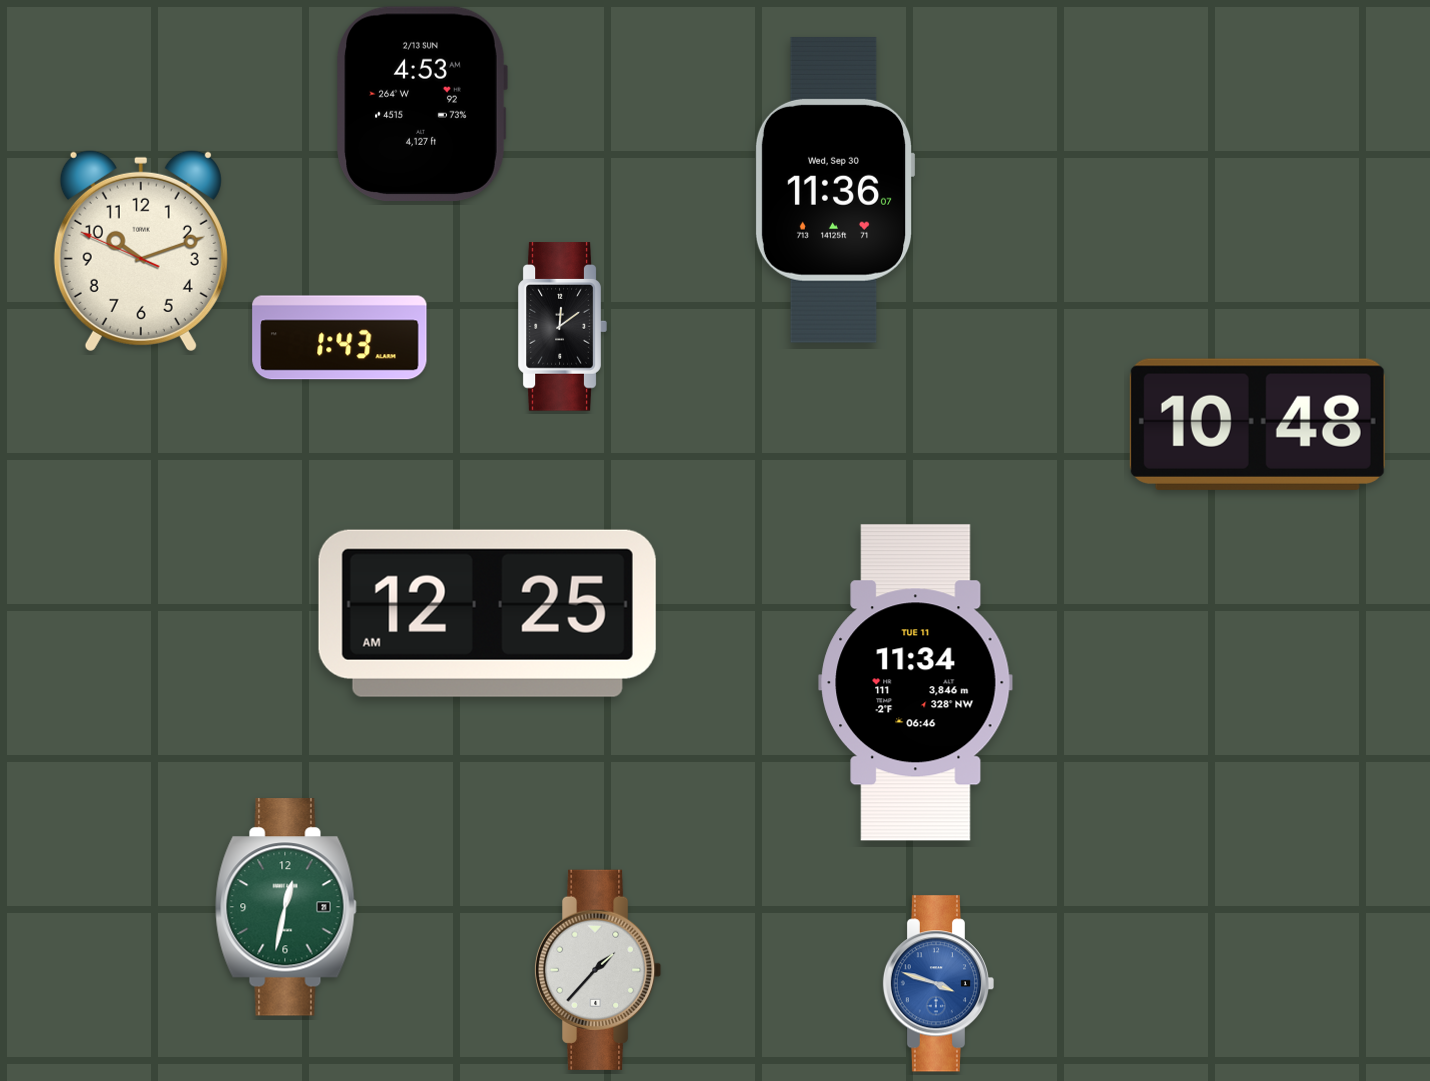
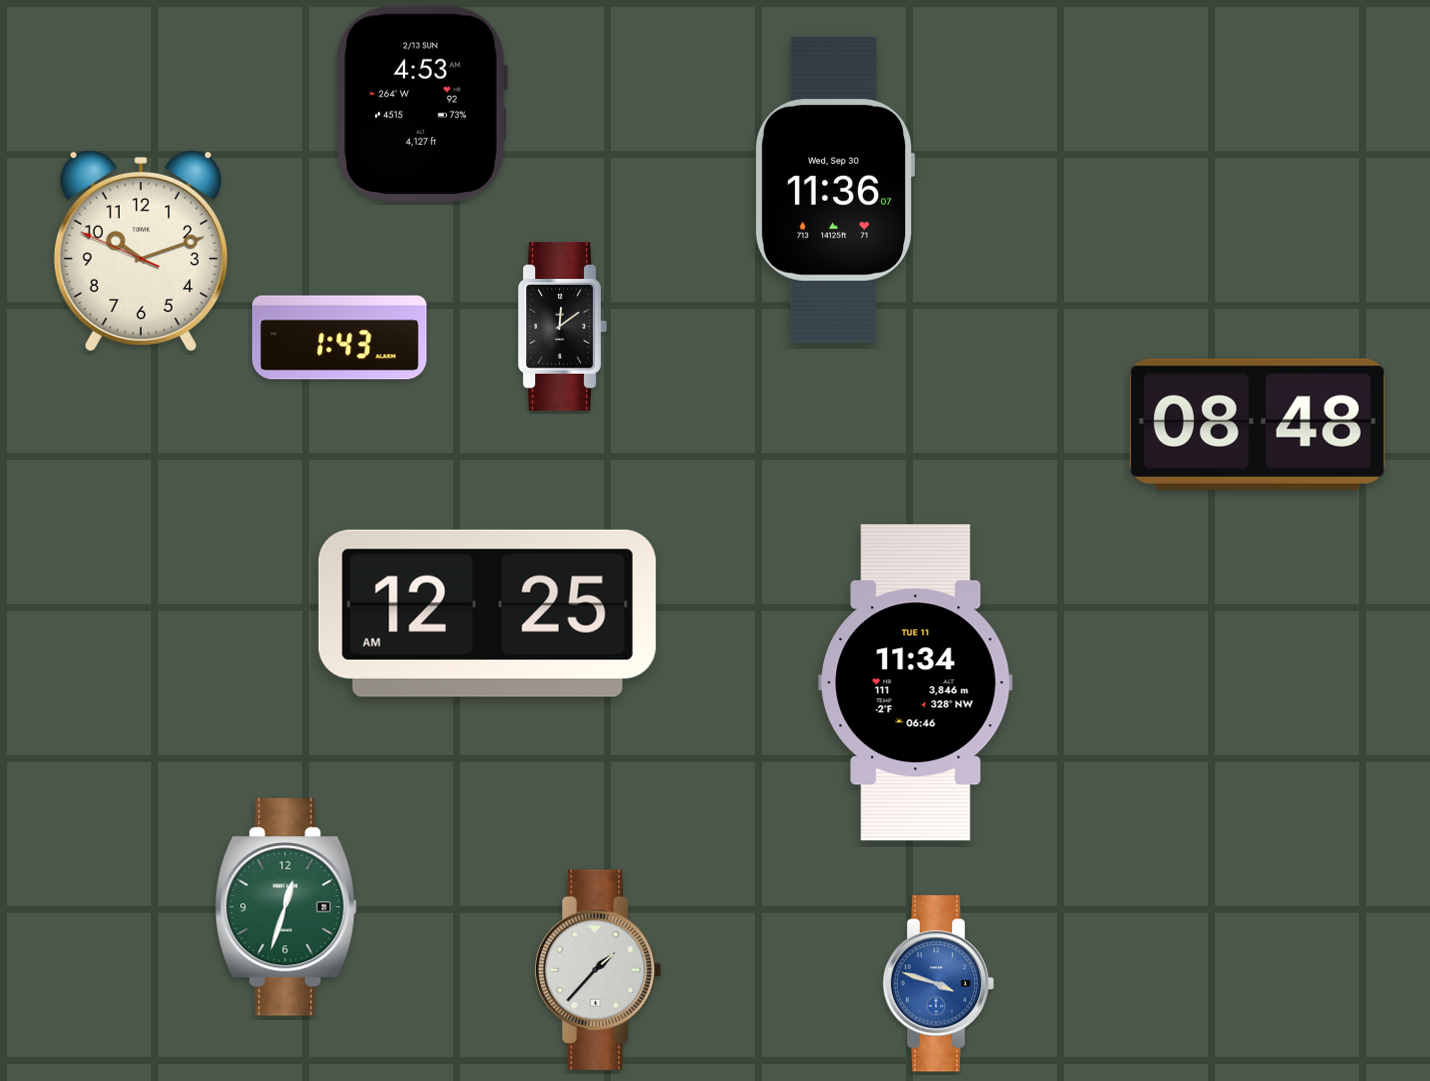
clock at (1257, 424): 10:48 -> 08:48
clock at (286, 907): 12:32 -> 12:33
